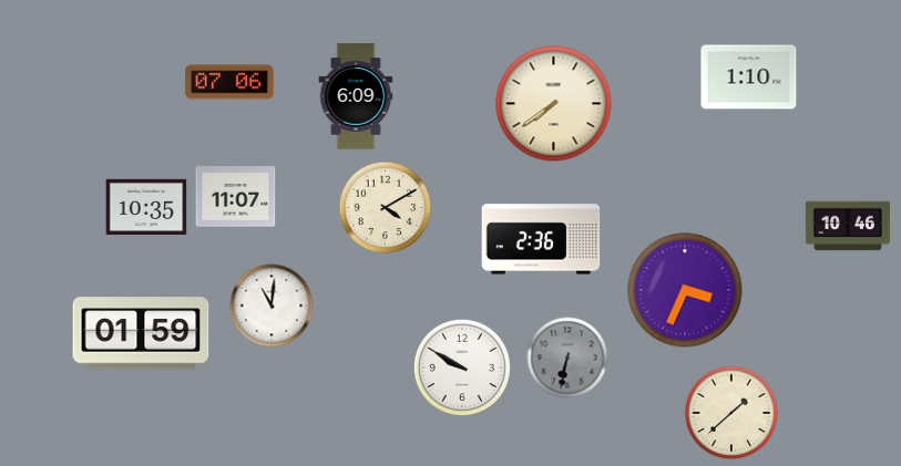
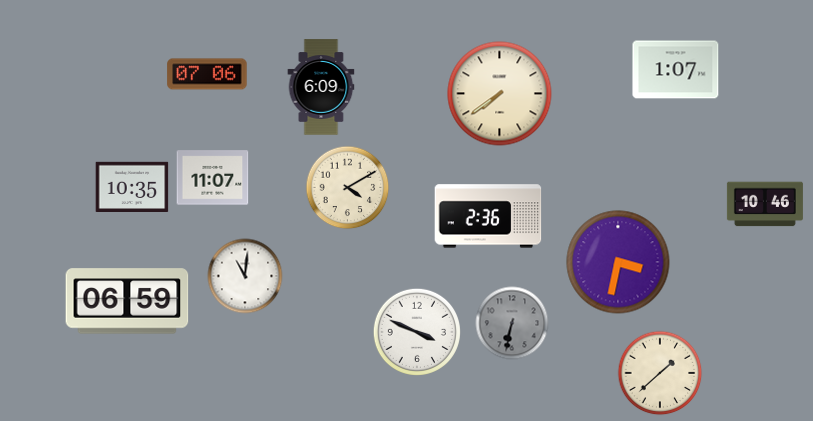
clock at (749, 77): 1:10 -> 1:07
clock at (685, 290): 3:34 -> 3:32
clock at (141, 333): 01:59 -> 06:59
clock at (462, 367): 9:50 -> 3:49
